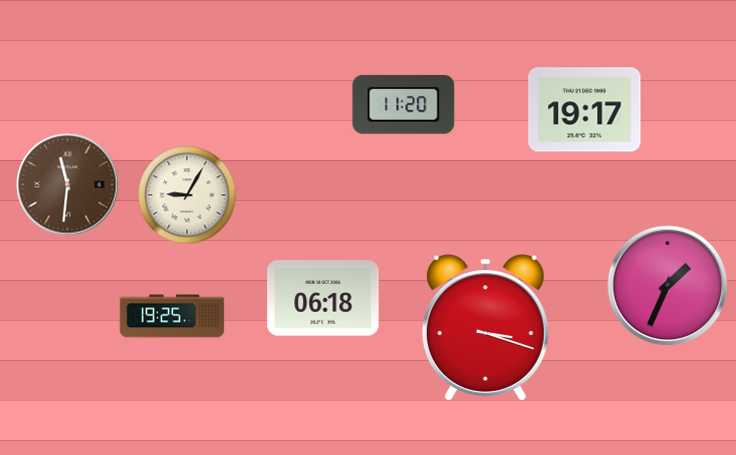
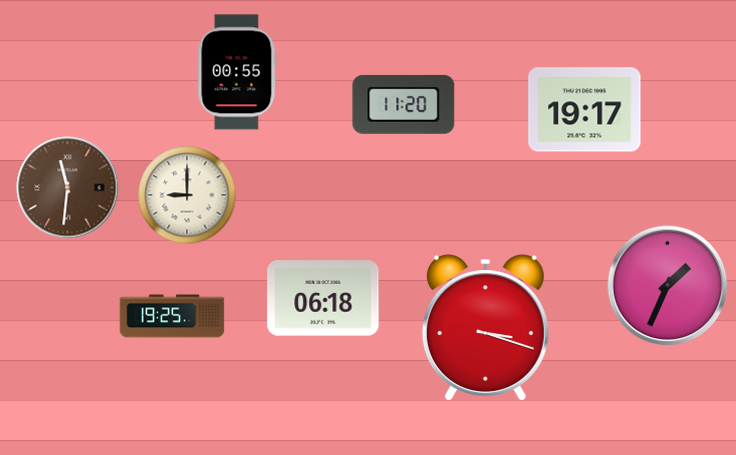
clock at (237, 72): none -> 00:55
clock at (68, 185) position: (68, 185) -> (68, 188)
clock at (187, 195): 9:05 -> 9:00
